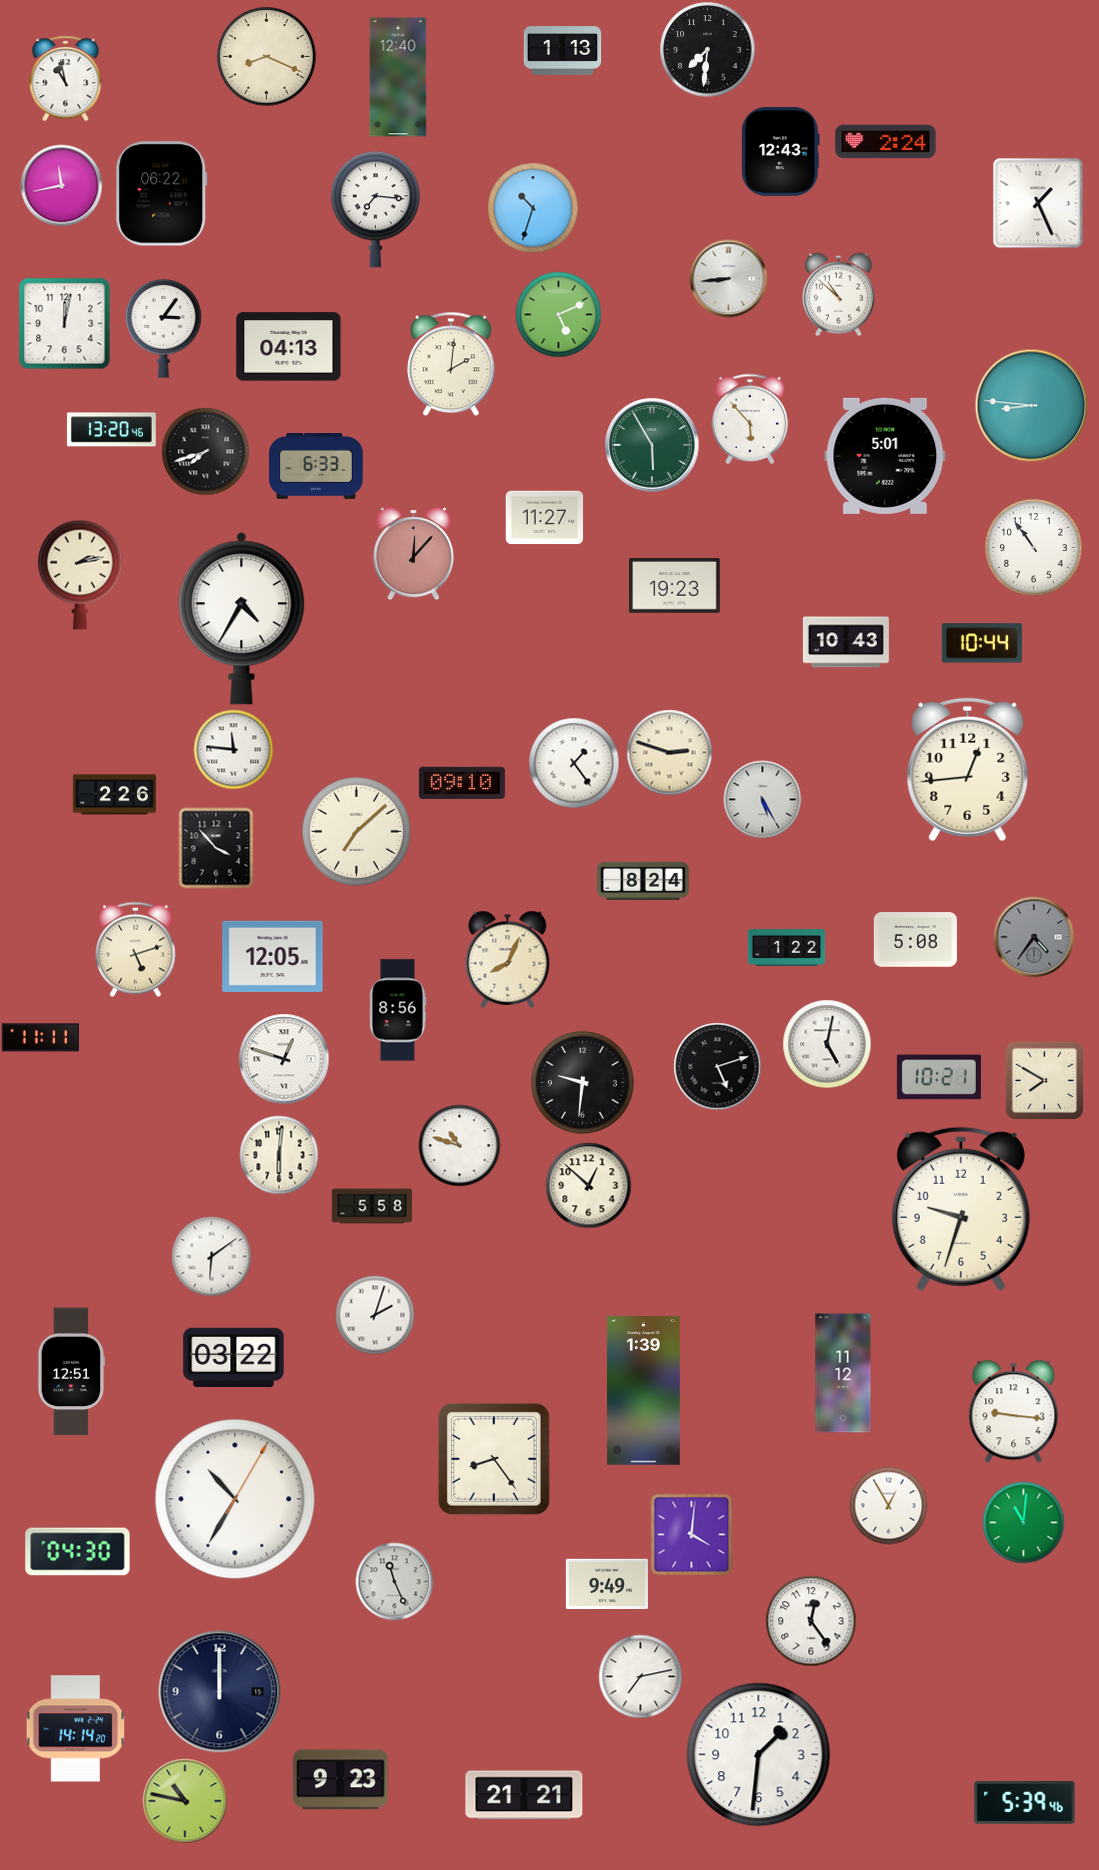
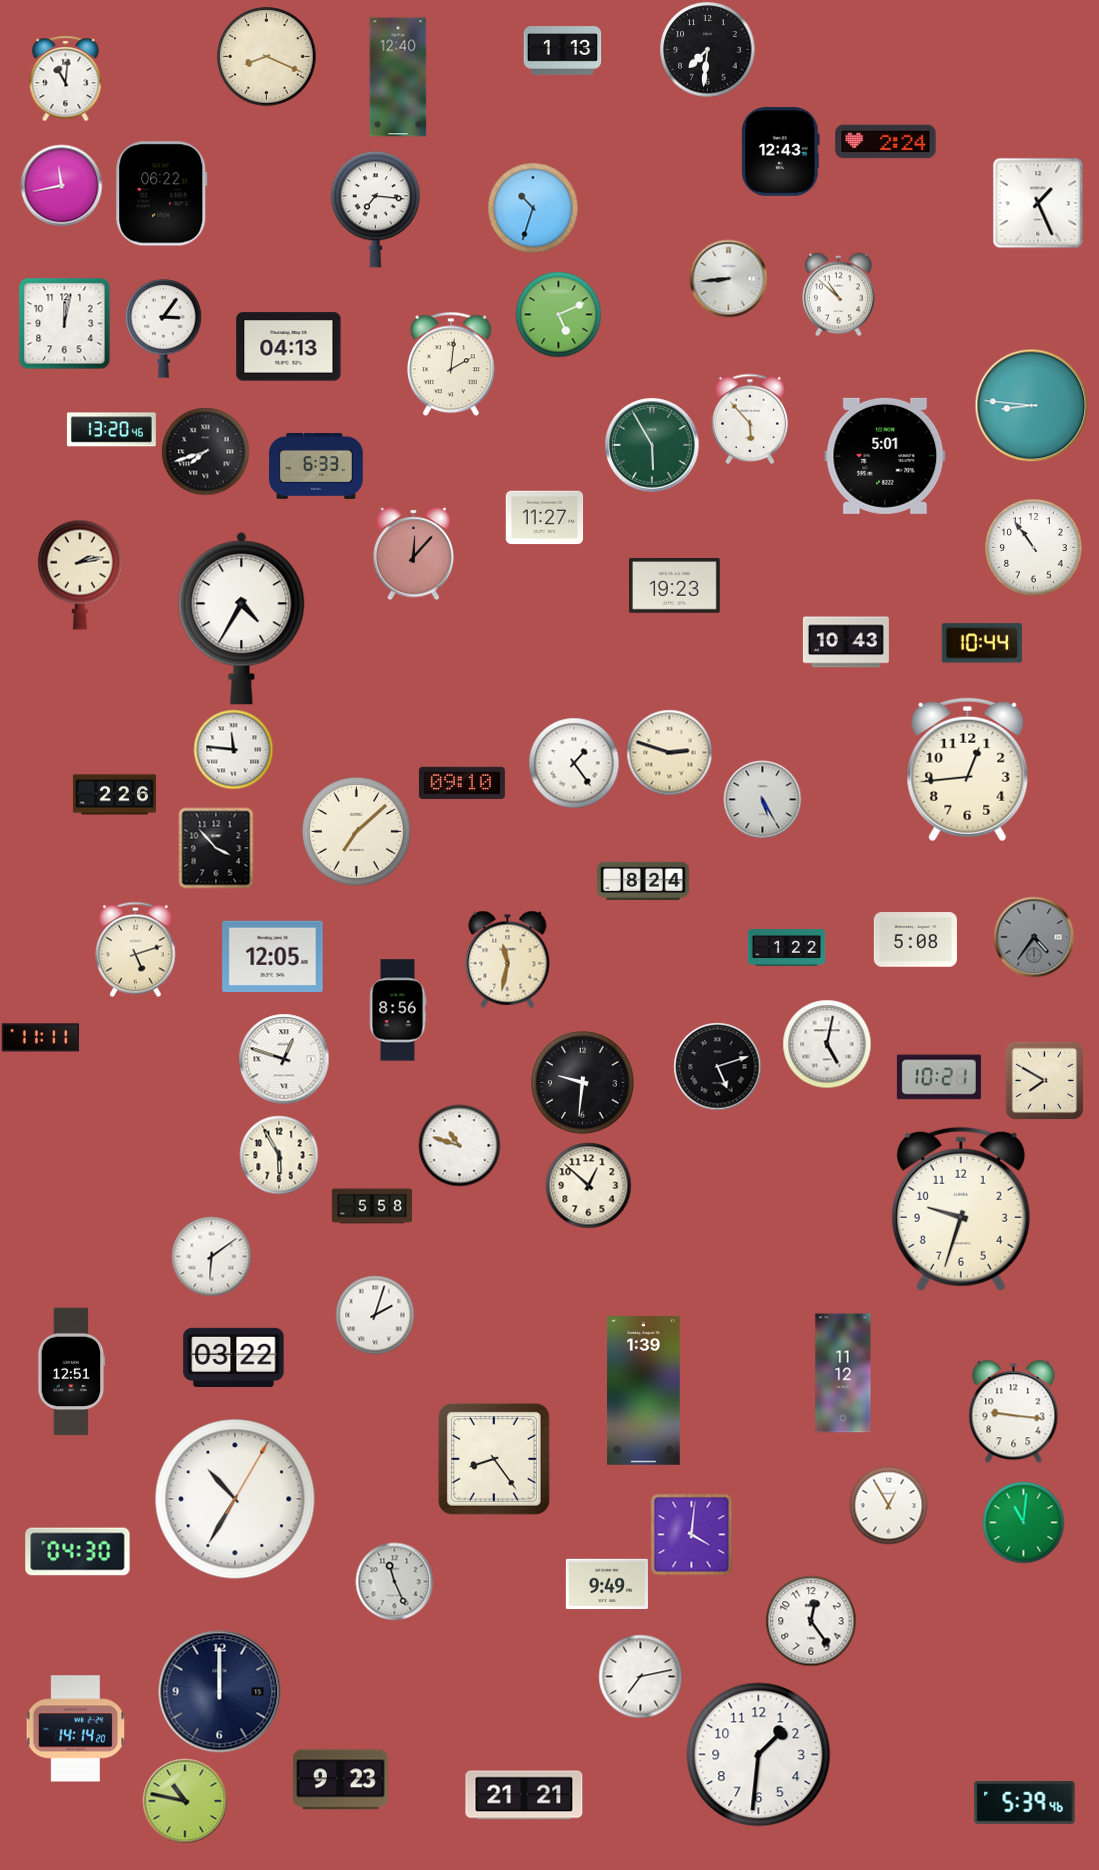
clock at (66, 78): 10:58 -> 11:01
clock at (508, 959): 8:04 -> 11:32
clock at (279, 1155): 6:01 -> 5:55
